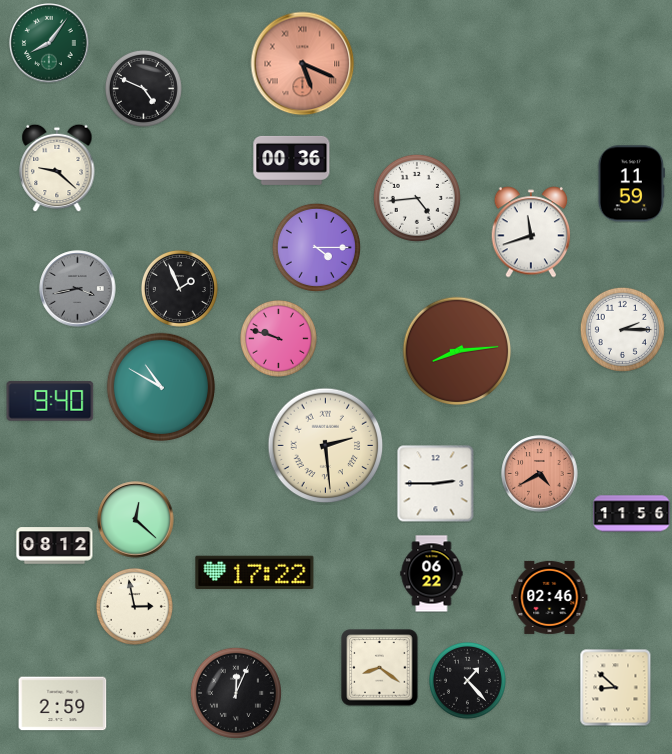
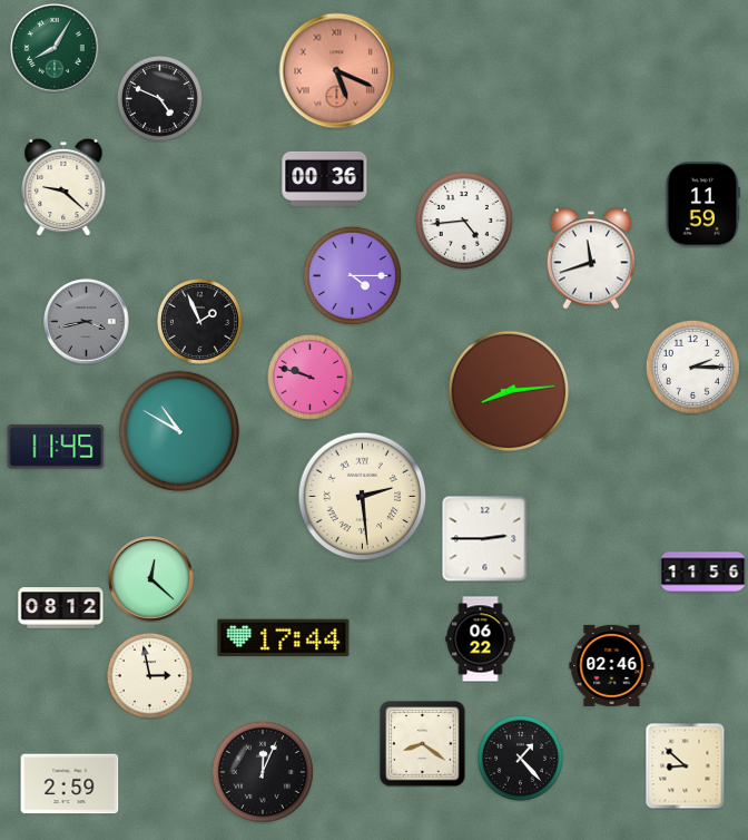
clock at (49, 43): 8:06 -> 8:05
clock at (50, 401): 9:40 -> 11:45
clock at (540, 474): 4:40 -> none
clock at (255, 572): 17:22 -> 17:44
